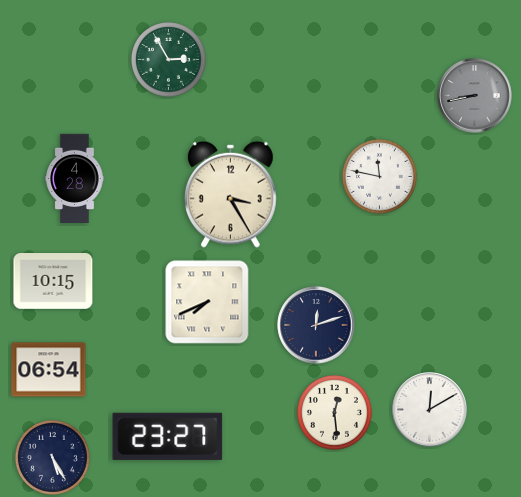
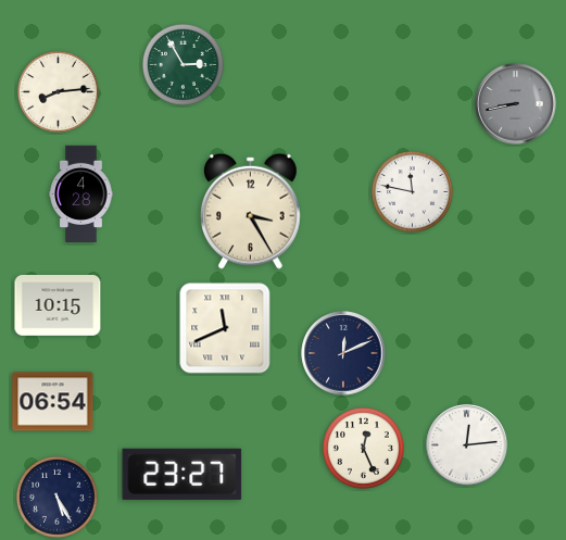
clock at (58, 91): none -> 8:14
clock at (207, 302): 7:41 -> 11:41
clock at (316, 325): 12:12 -> 12:11
clock at (430, 410): 12:10 -> 12:14
clock at (334, 412): 12:29 -> 12:26
